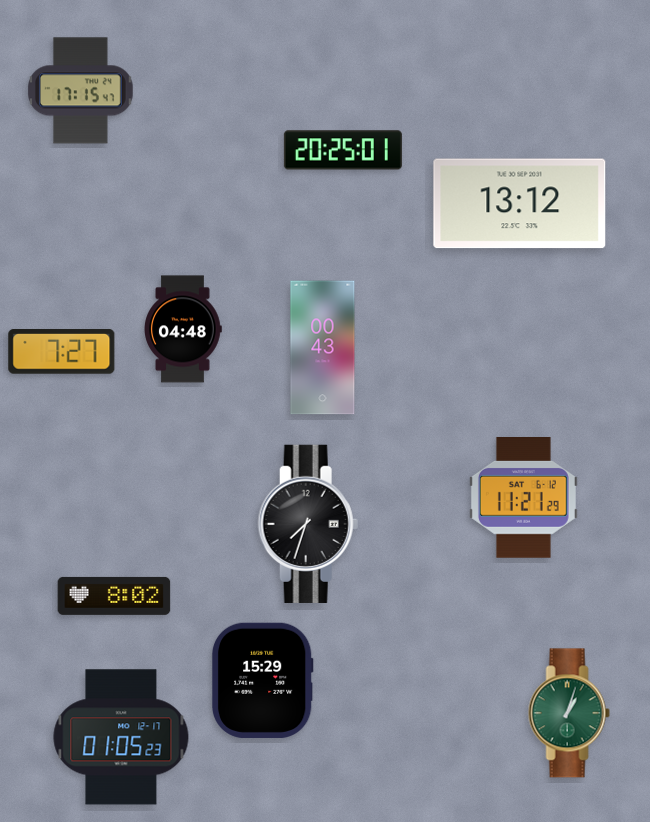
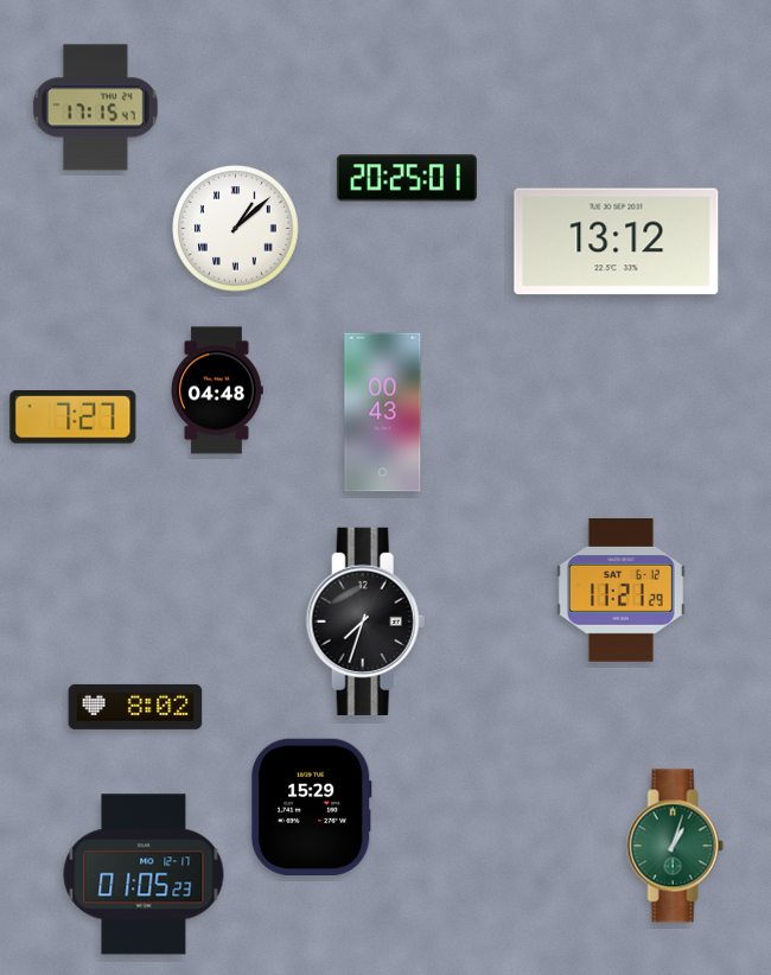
clock at (236, 229): none -> 1:08
